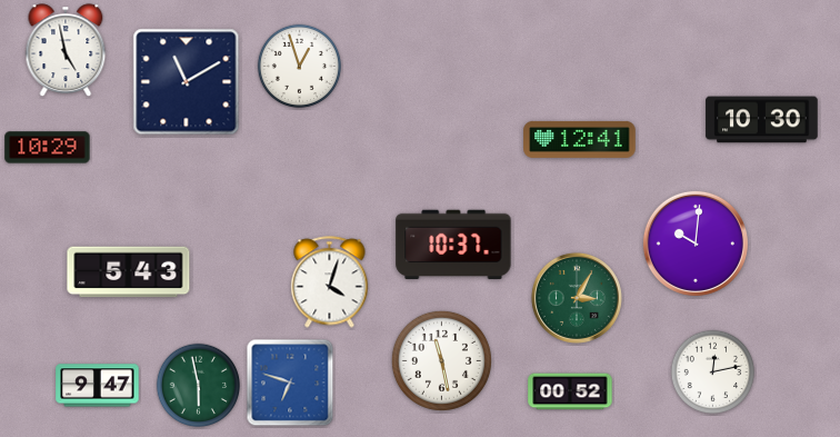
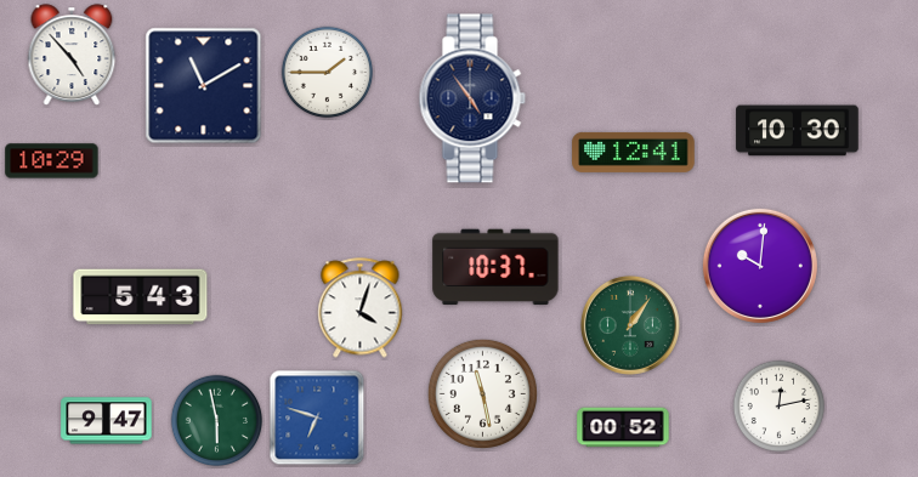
clock at (66, 50): 4:58 -> 4:53
clock at (300, 67): 12:57 -> 1:45
clock at (187, 82) position: (187, 82) -> (204, 86)
clock at (472, 98): none -> 4:54
clock at (762, 120) position: (762, 120) -> (798, 131)
clock at (577, 298): 3:05 -> 1:06
